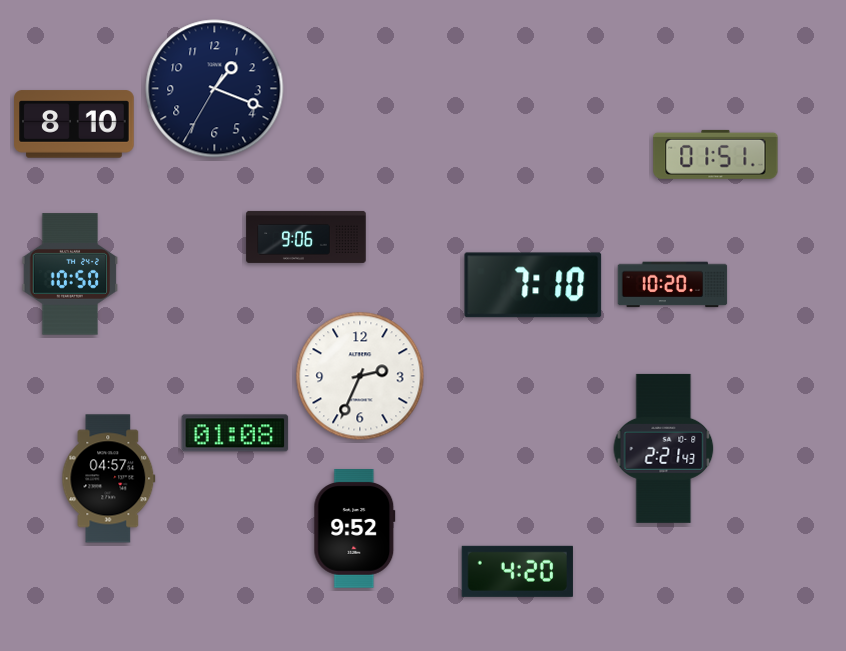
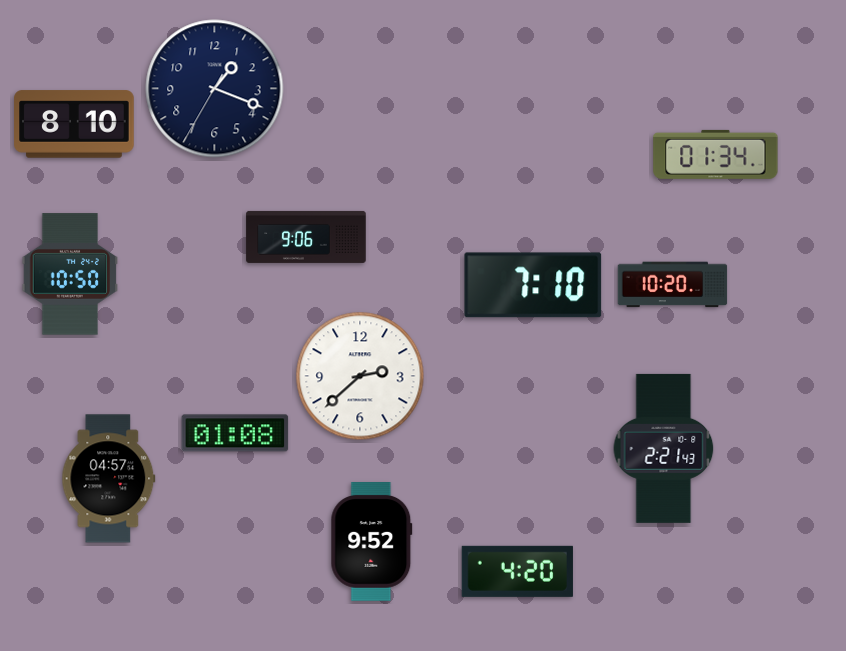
clock at (716, 154): 01:51 -> 01:34
clock at (360, 376): 2:34 -> 2:38
clock at (355, 529) position: (355, 529) -> (372, 542)
